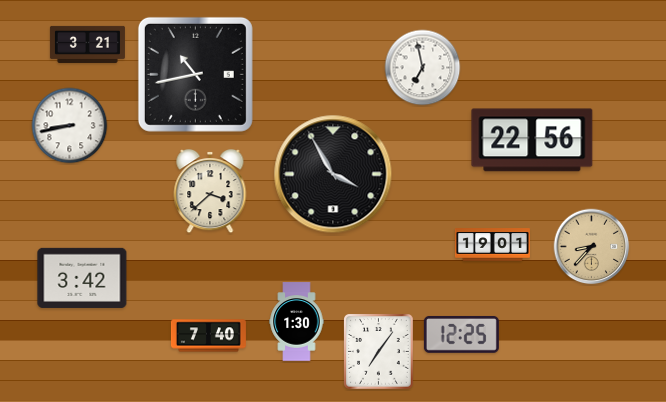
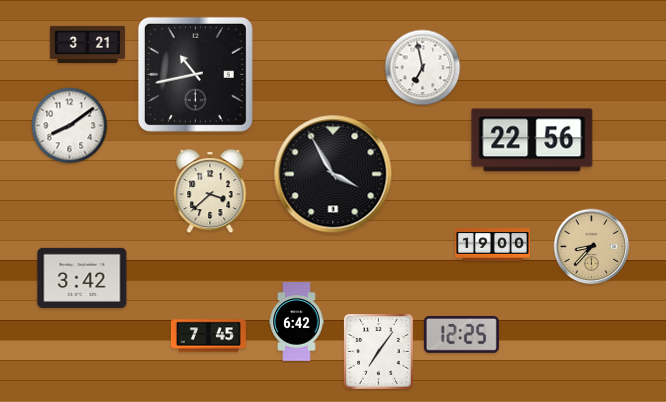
clock at (70, 126): 8:43 -> 8:09
clock at (492, 245): 19:01 -> 19:00
clock at (297, 322): 1:30 -> 6:42
clock at (208, 336): 7:40 -> 7:45
